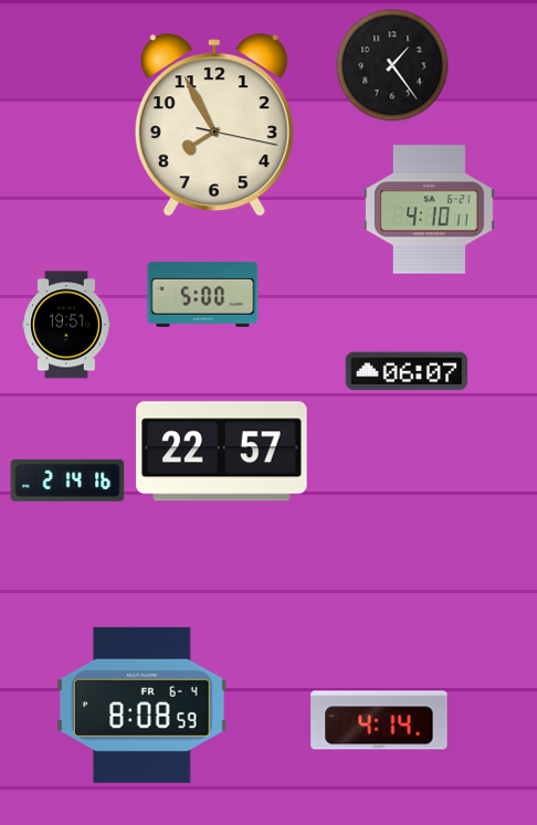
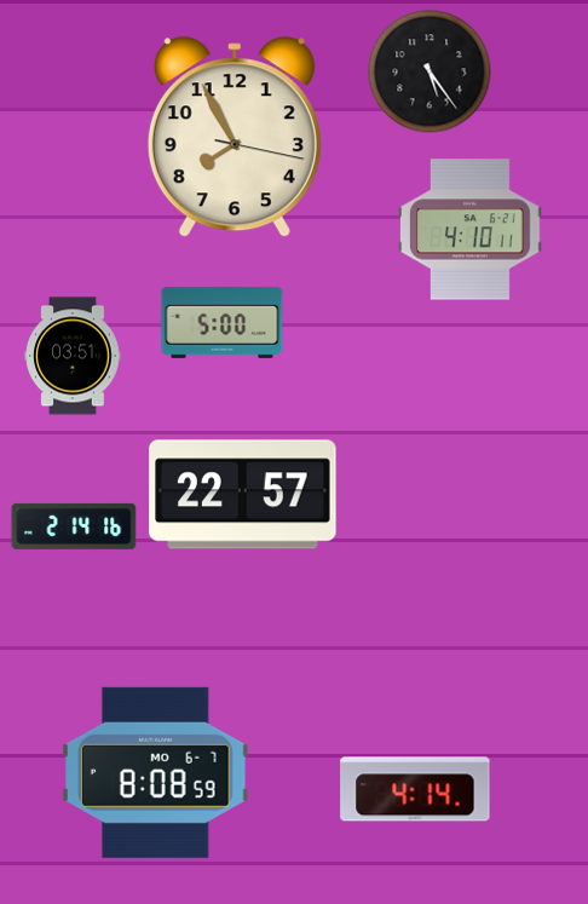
clock at (392, 65): 1:24 -> 5:24
clock at (66, 325): 19:51 -> 03:51
clock at (406, 371): 06:07 -> none
clock at (143, 705) date: FR 6-4 -> MO 6-7
